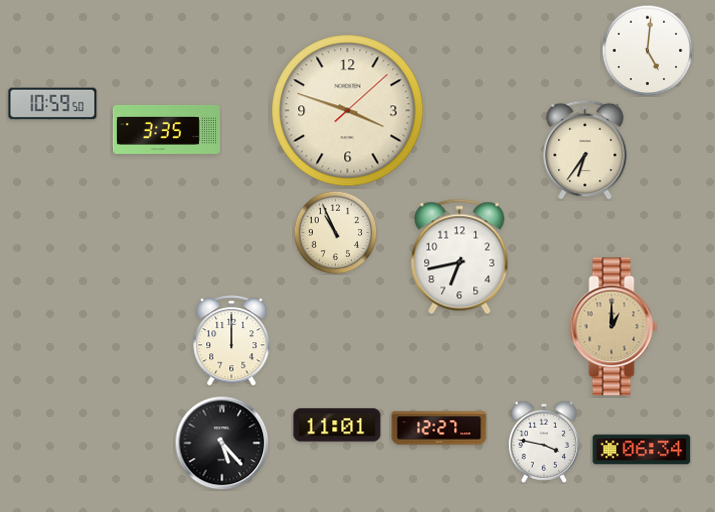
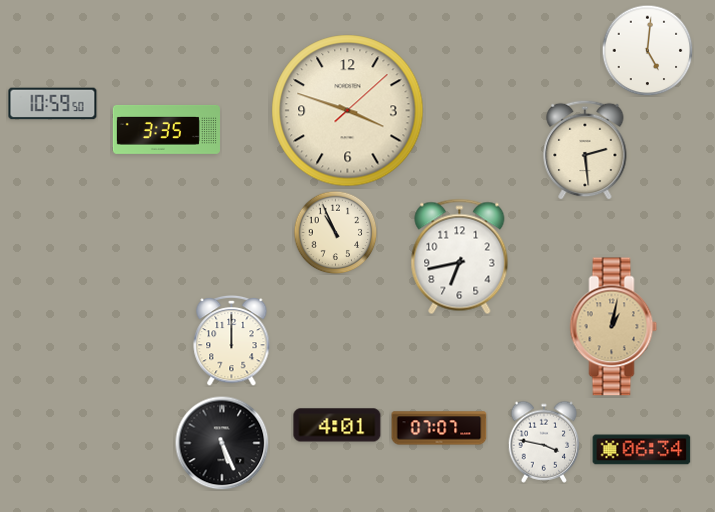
clock at (585, 150): 6:36 -> 2:29
clock at (614, 327): 1:00 -> 1:02
clock at (337, 425): 11:01 -> 4:01
clock at (439, 428): 12:27 -> 07:07
clock at (222, 443): 5:23 -> 5:26
